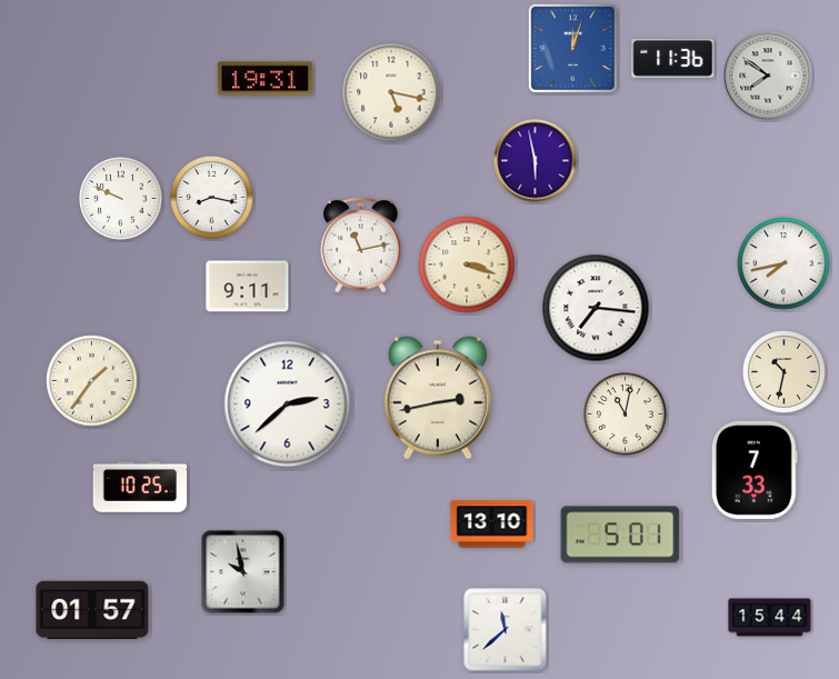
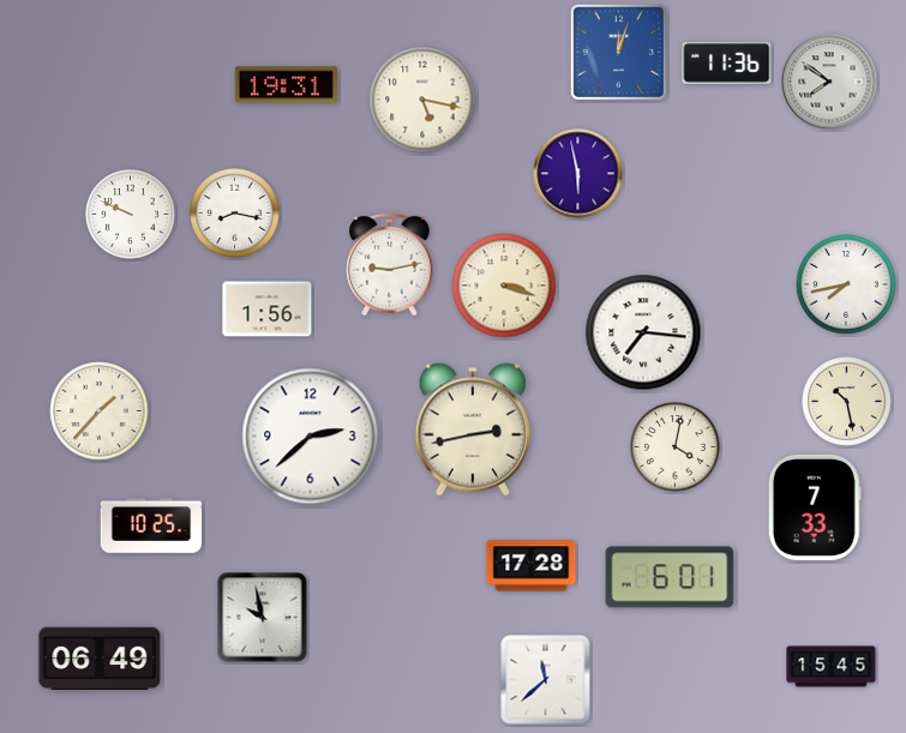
clock at (212, 198) position: (212, 198) -> (235, 214)
clock at (361, 244): 11:13 -> 9:13
clock at (248, 287): 9:11 -> 1:56
clock at (785, 372): 10:32 -> 10:28
clock at (92, 381): 1:36 -> 1:37
clock at (626, 415): 11:02 -> 4:02
clock at (492, 525): 13:10 -> 17:28
clock at (620, 535): 5:01 -> 6:01
clock at (92, 610): 01:57 -> 06:49
clock at (770, 618): 15:44 -> 15:45
